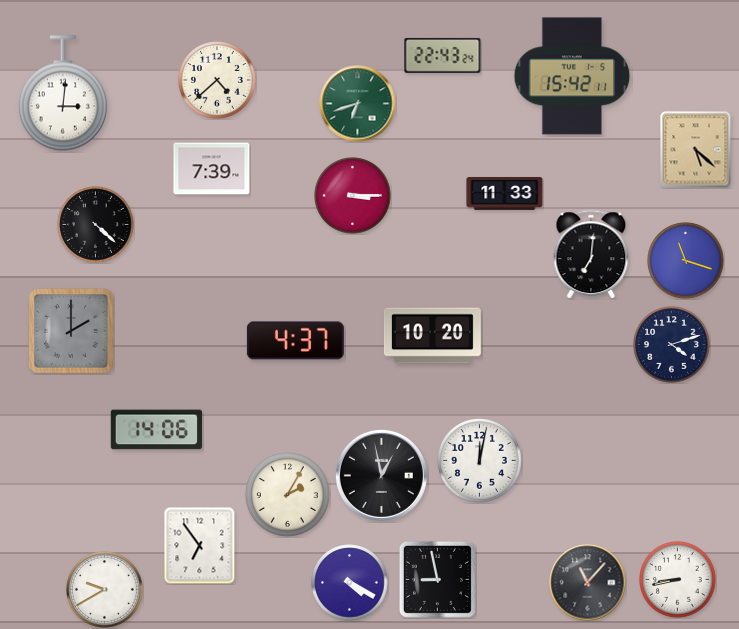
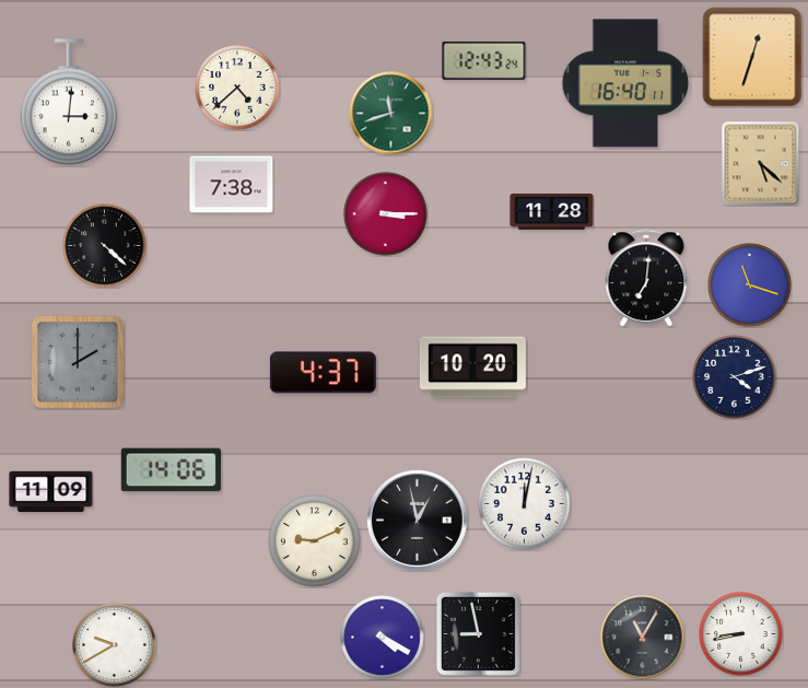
clock at (752, 57): none -> 12:33
clock at (443, 55): 22:43 -> 12:43
clock at (572, 76): 15:42 -> 16:40
clock at (358, 104): 6:42 -> 11:42
clock at (212, 169): 7:39 -> 7:38
clock at (505, 193): 11:33 -> 11:28
clock at (51, 492): none -> 11:09
clock at (288, 495): 2:05 -> 9:11
clock at (200, 545): 6:54 -> none
clock at (588, 583): 11:07 -> 11:05
